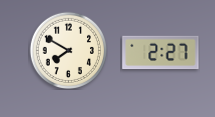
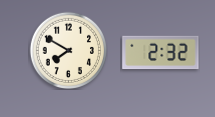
clock at (161, 53): 2:27 -> 2:32
